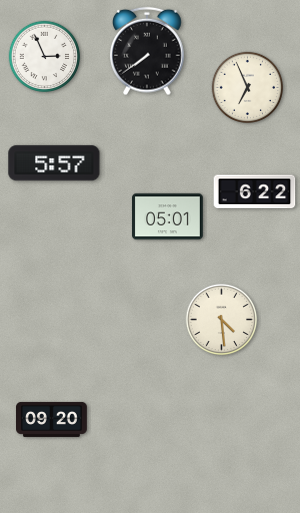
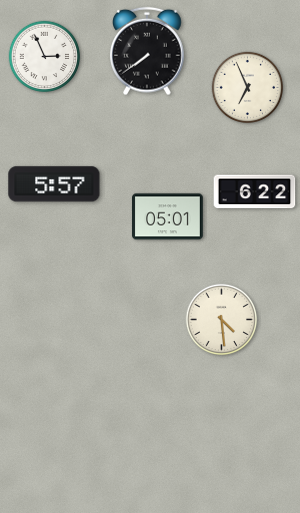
clock at (54, 163) position: (54, 163) -> (54, 184)
clock at (52, 419): 09:20 -> none
